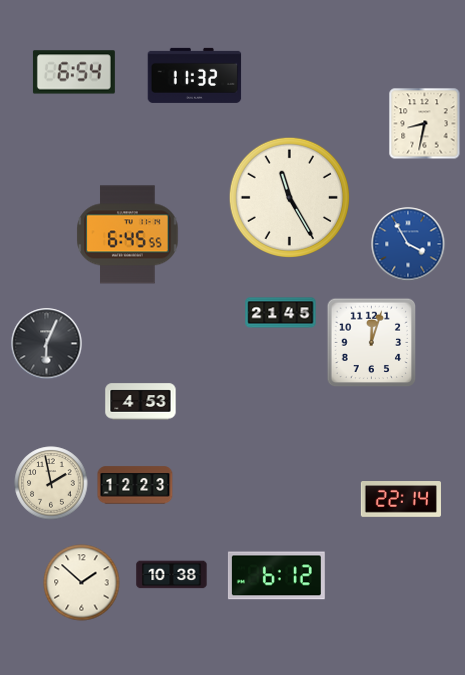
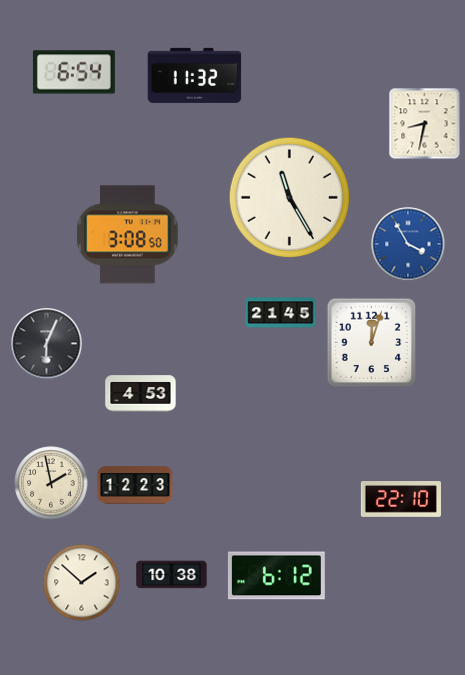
clock at (128, 235): 6:45 -> 3:08
clock at (141, 402) position: (141, 402) -> (141, 394)
clock at (400, 500): 22:14 -> 22:10
